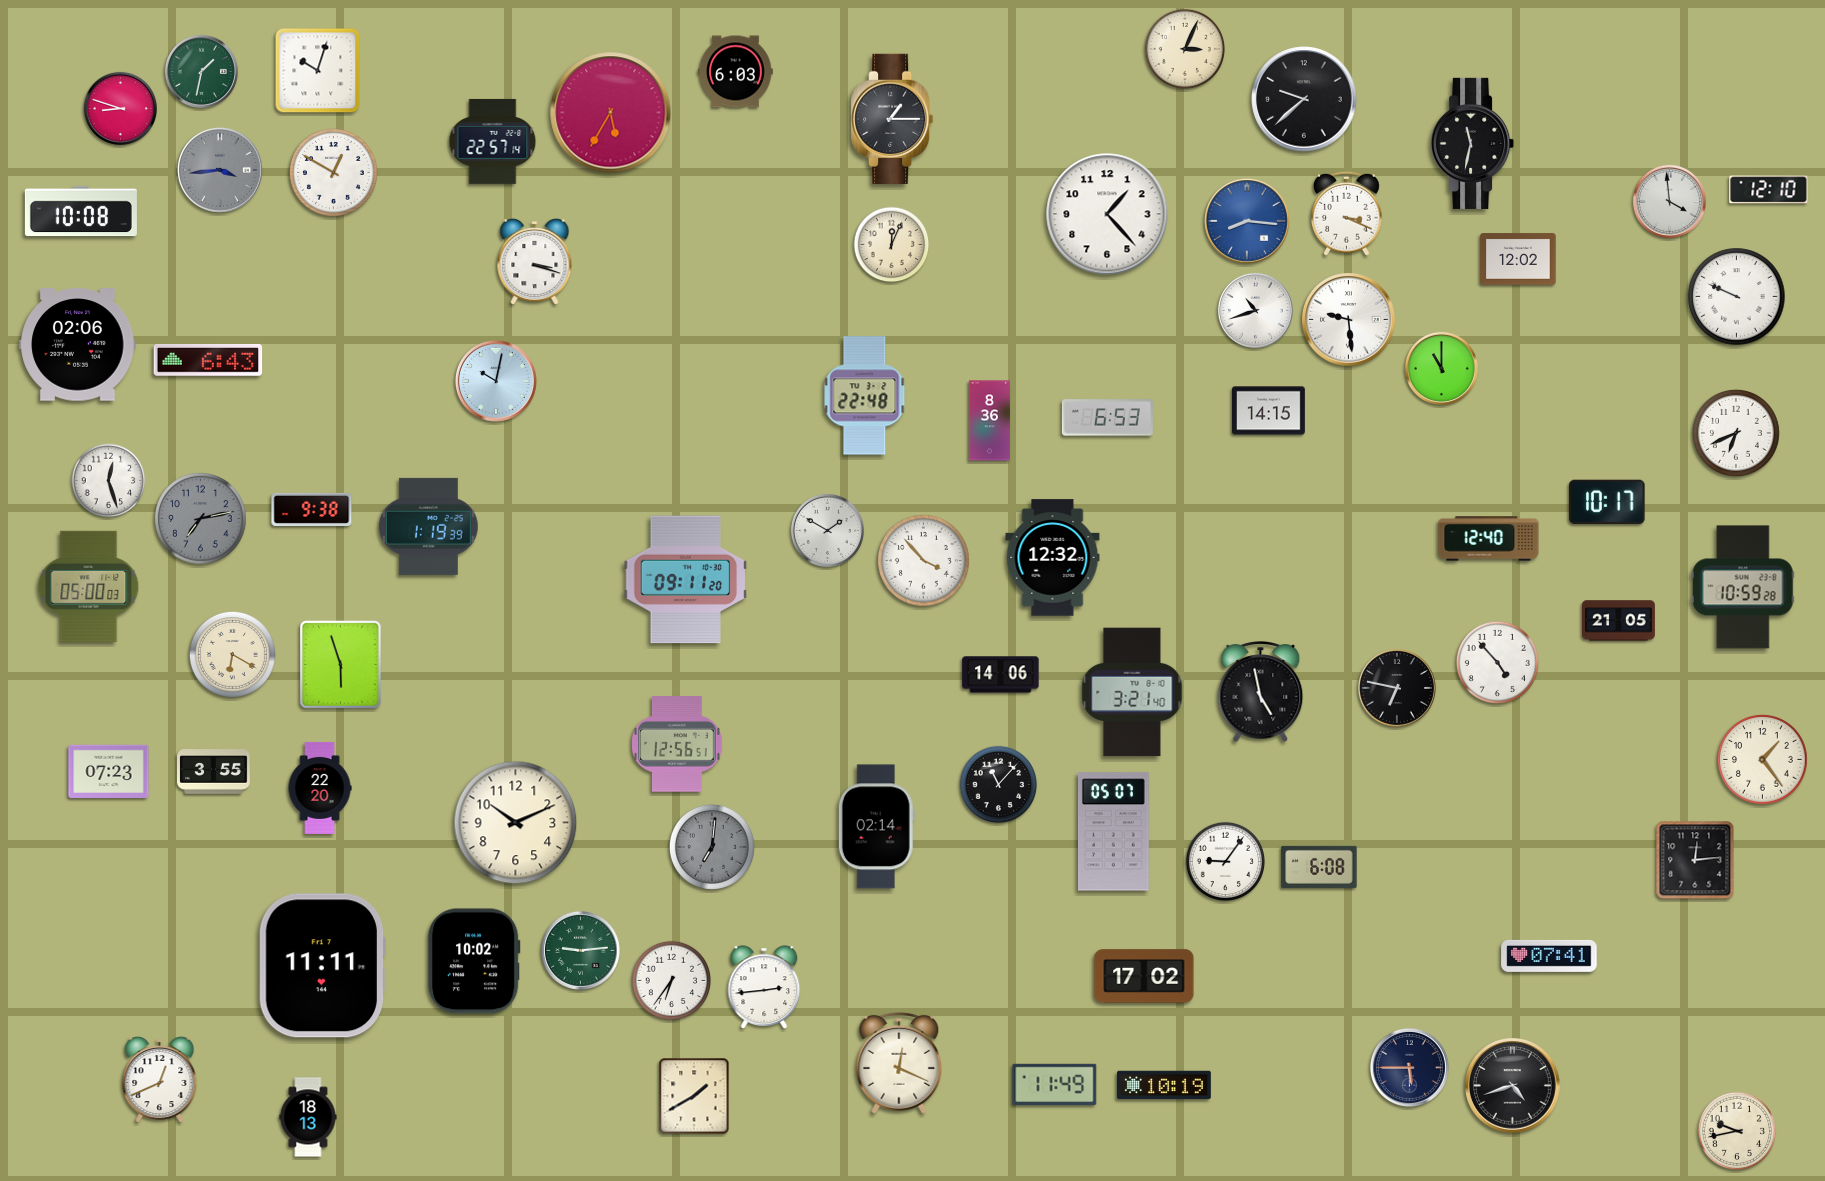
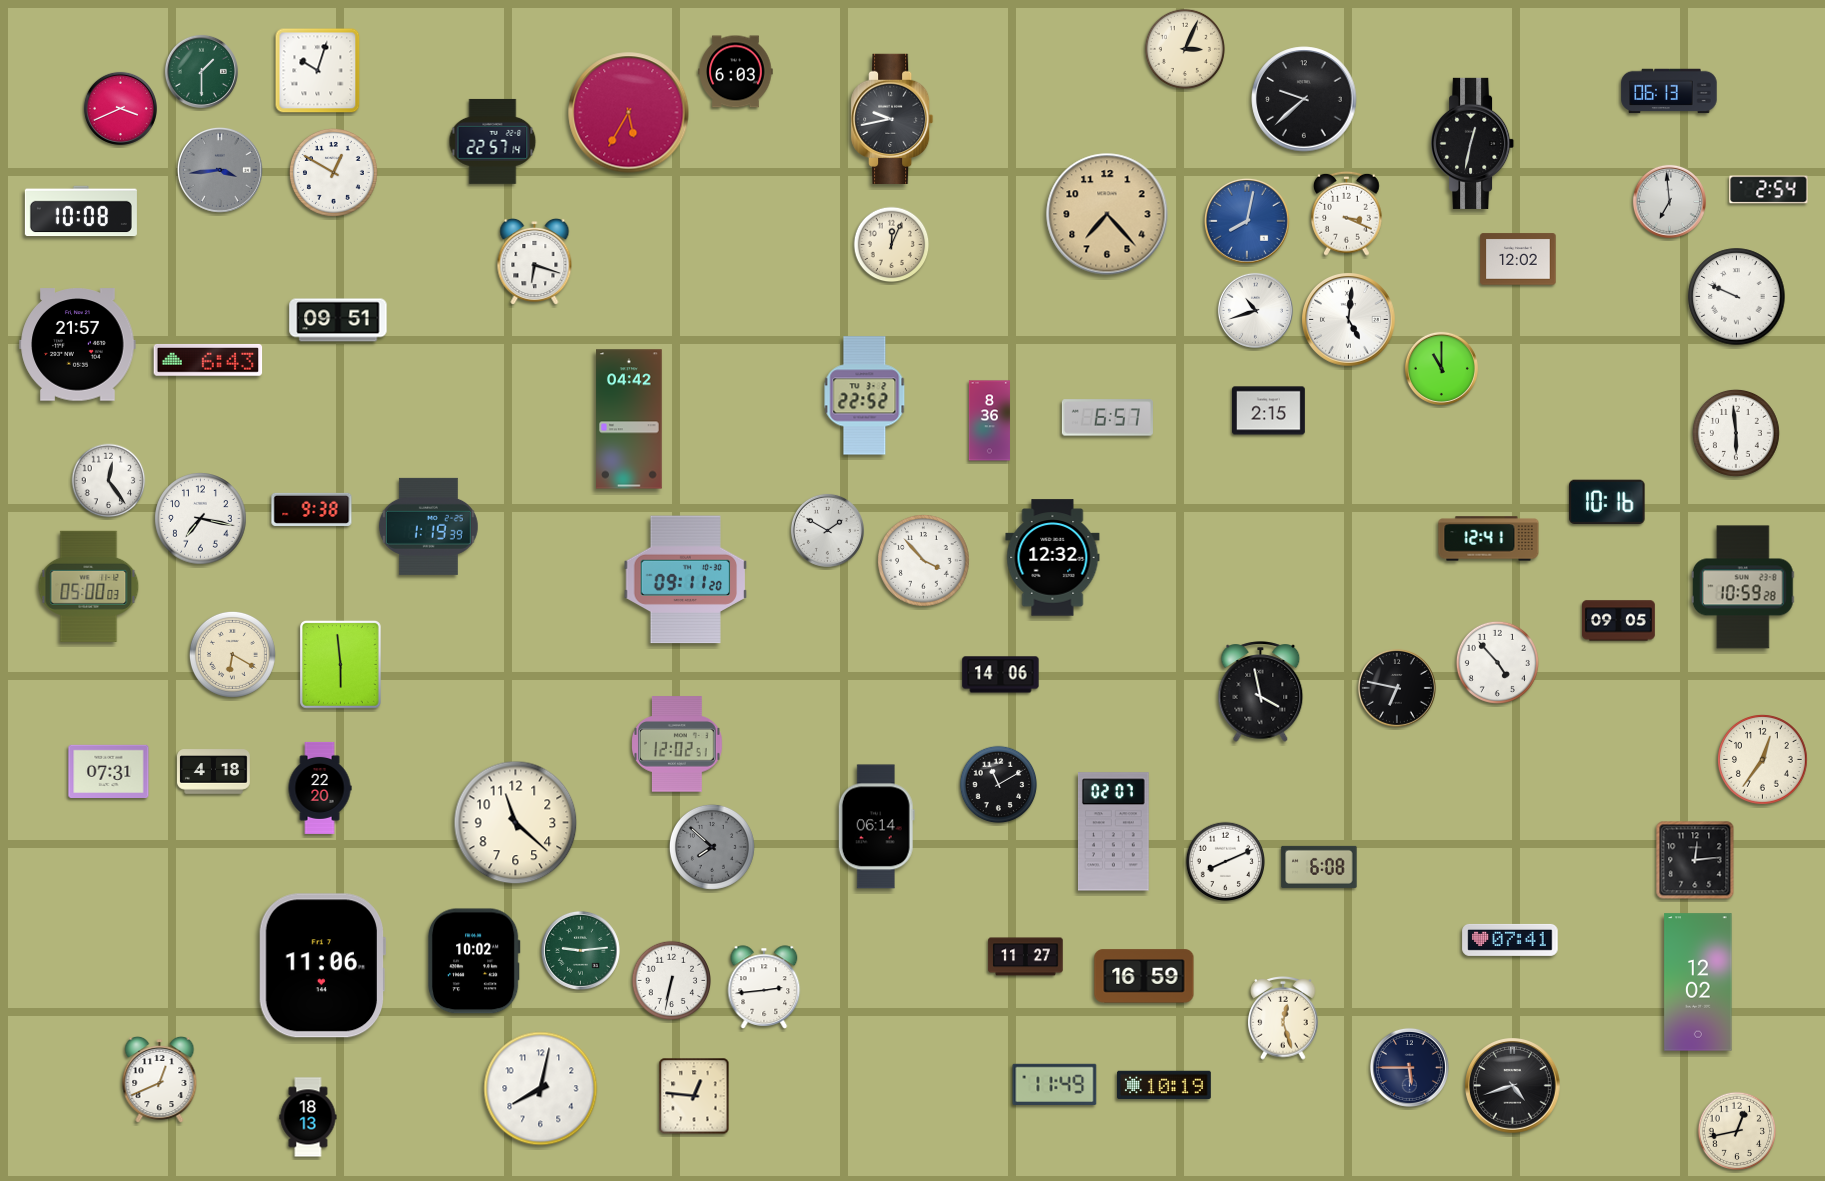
clock at (201, 71): 1:32 -> 1:30
clock at (1669, 91): none -> 06:13
clock at (120, 108): 8:48 -> 3:41
clock at (611, 113) position: (611, 113) -> (629, 113)
clock at (892, 118): 1:15 -> 9:43
clock at (1473, 143): 11:32 -> 12:32
clock at (1769, 190): 12:10 -> 2:54
clock at (1669, 201): 3:59 -> 6:59
clock at (1107, 214): 1:23 -> 7:23
clock at (1107, 214) dial: white -> champagne
clock at (1247, 221): 8:16 -> 8:02
clock at (535, 262): 3:18 -> 6:18
clock at (338, 320): none -> 09:51
clock at (1349, 320): 9:29 -> 5:01
clock at (78, 345): 02:06 -> 21:57
clock at (496, 381): 10:02 -> none
clock at (865, 396): 22:48 -> 22:52
clock at (1269, 411): 14:15 -> 2:15
clock at (1107, 418): 6:53 -> 6:57
clock at (629, 419): none -> 04:42
clock at (1736, 433): 6:41 -> 5:59
clock at (109, 481): 12:27 -> 12:24
clock at (1607, 502): 10:17 -> 10:16
clock at (201, 519): 7:13 -> 7:17
clock at (201, 519) dial: grey -> white
clock at (1489, 539): 12:40 -> 12:41
clock at (1619, 621): 21:05 -> 09:05
clock at (340, 664): 5:57 -> 5:59
clock at (1132, 692): 3:21 -> none
clock at (1261, 692): 4:58 -> 3:58
clock at (677, 744): 12:56 -> 12:02
clock at (1763, 760): 1:24 -> 12:36
clock at (109, 771): 07:23 -> 07:31
clock at (214, 772): 3:55 -> 4:18
clock at (999, 785): 11:07 -> 11:10
clock at (516, 823): 10:11 -> 11:22
clock at (876, 827): 02:14 -> 06:14
clock at (1114, 832): 05:07 -> 02:07
clock at (712, 847): 7:01 -> 7:52
clock at (1225, 861): 9:06 -> 8:11
clock at (1549, 956) position: (1549, 956) -> (1510, 940)
clock at (1026, 957): none -> 11:27
clock at (322, 966): 11:11 -> 11:06
clock at (1144, 976): 17:02 -> 16:59
clock at (671, 980): 6:36 -> 6:32
clock at (1698, 982): none -> 12:02
clock at (1283, 1019): none -> 12:27
clock at (899, 1063): 12:19 -> none
clock at (541, 1089): none -> 8:02
clock at (694, 1096): 1:40 -> 12:46
clock at (1737, 1131): 9:43 -> 12:43
